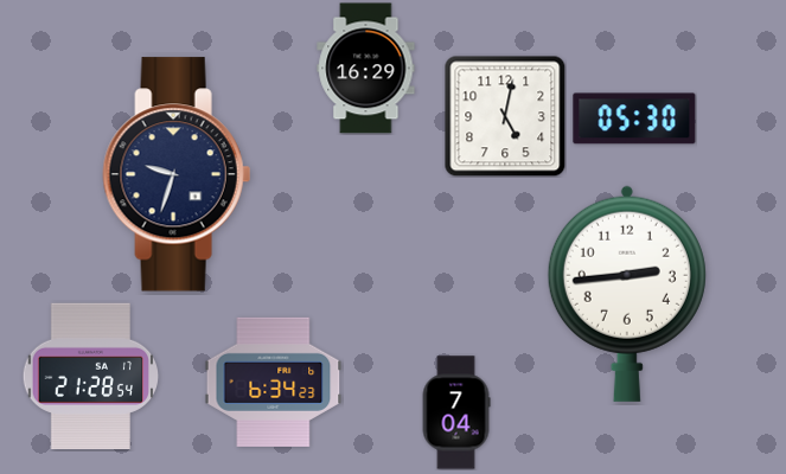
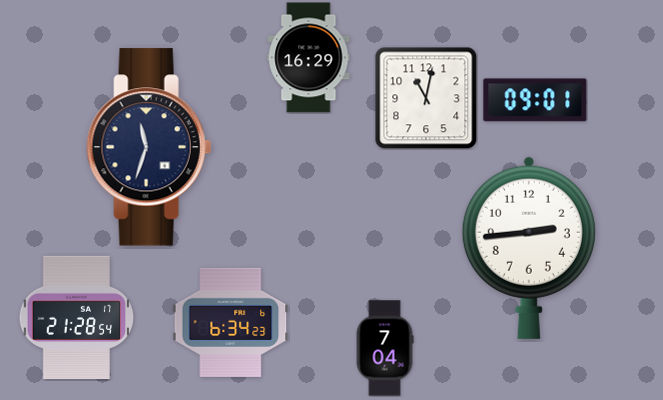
clock at (505, 116): 5:02 -> 11:02
clock at (634, 118): 05:30 -> 09:01
clock at (177, 174): 9:33 -> 11:33
